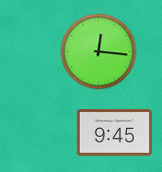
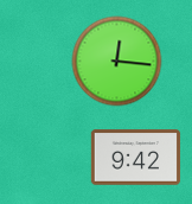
clock at (115, 133): 9:45 -> 9:42
